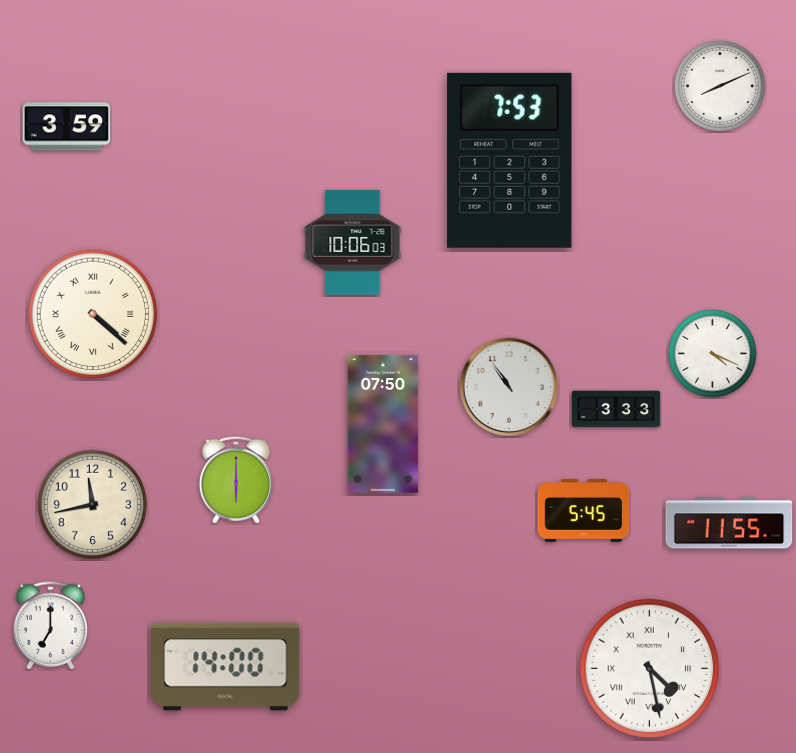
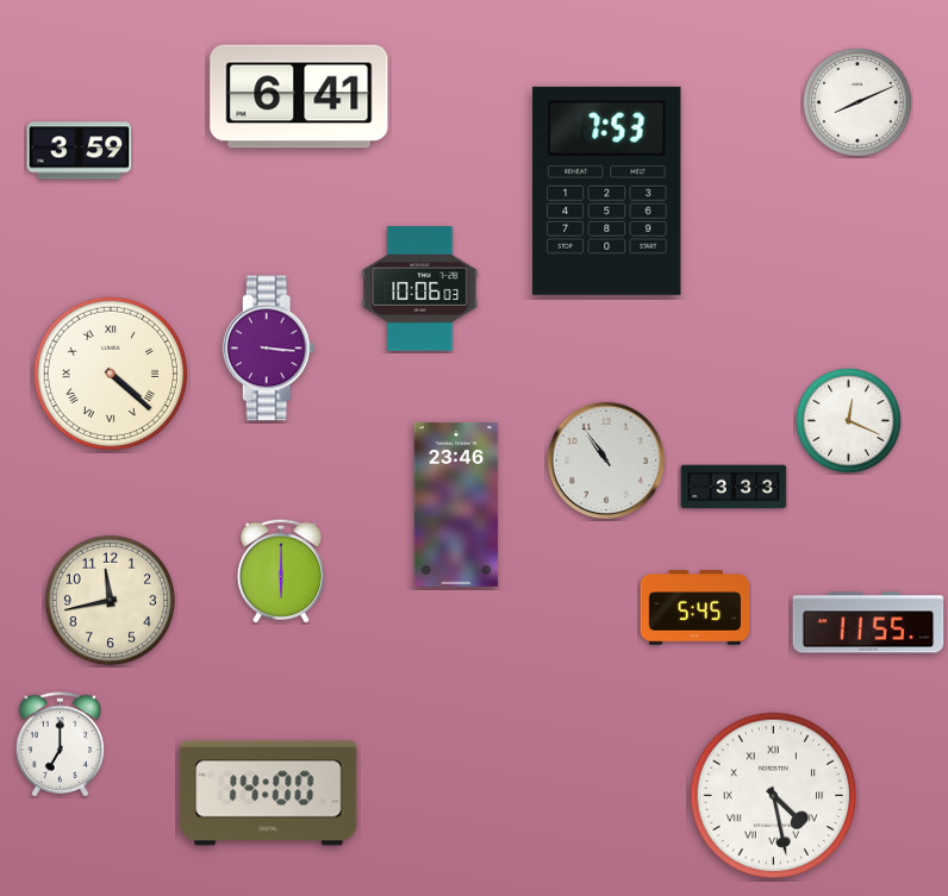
clock at (299, 96): none -> 6:41
clock at (269, 349): none -> 3:16
clock at (712, 353): 4:19 -> 12:19
clock at (383, 424): 07:50 -> 23:46
